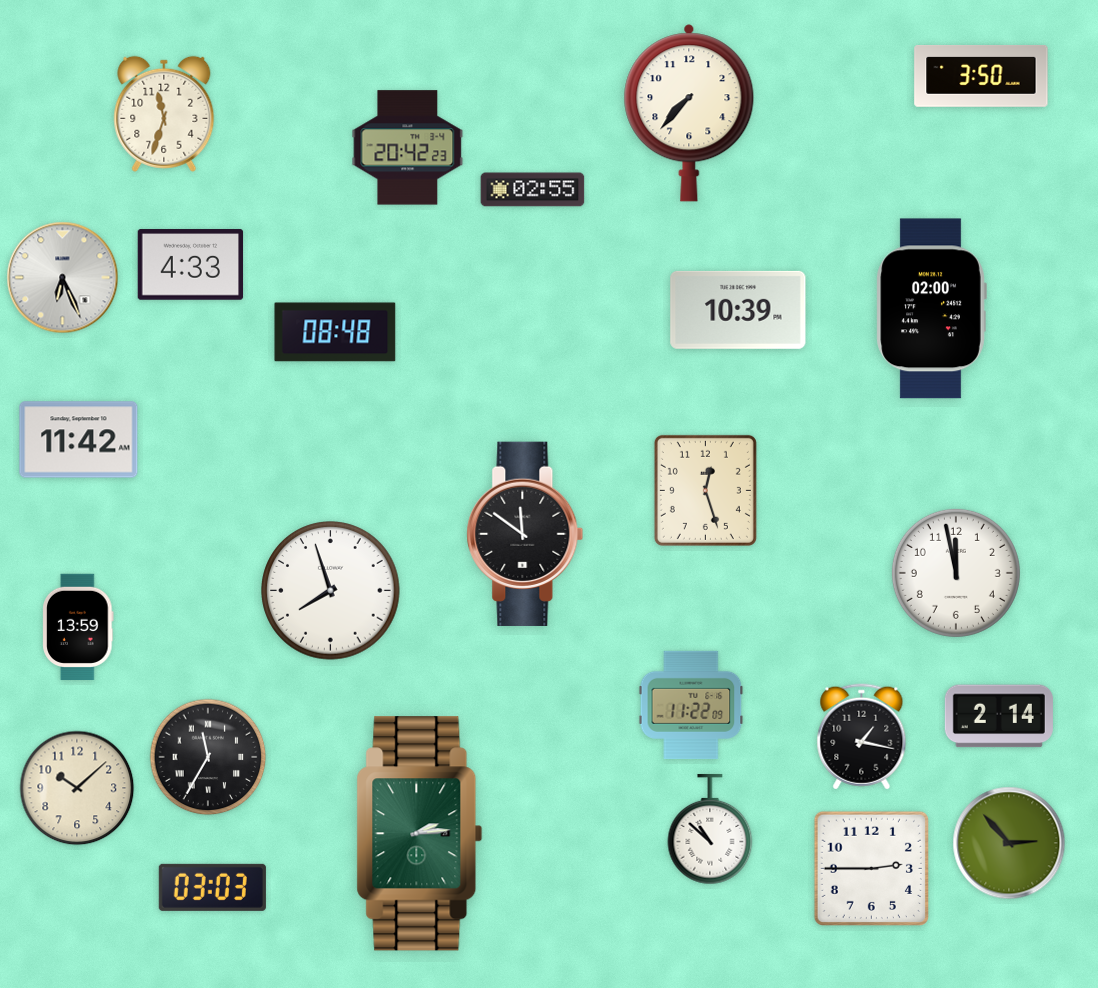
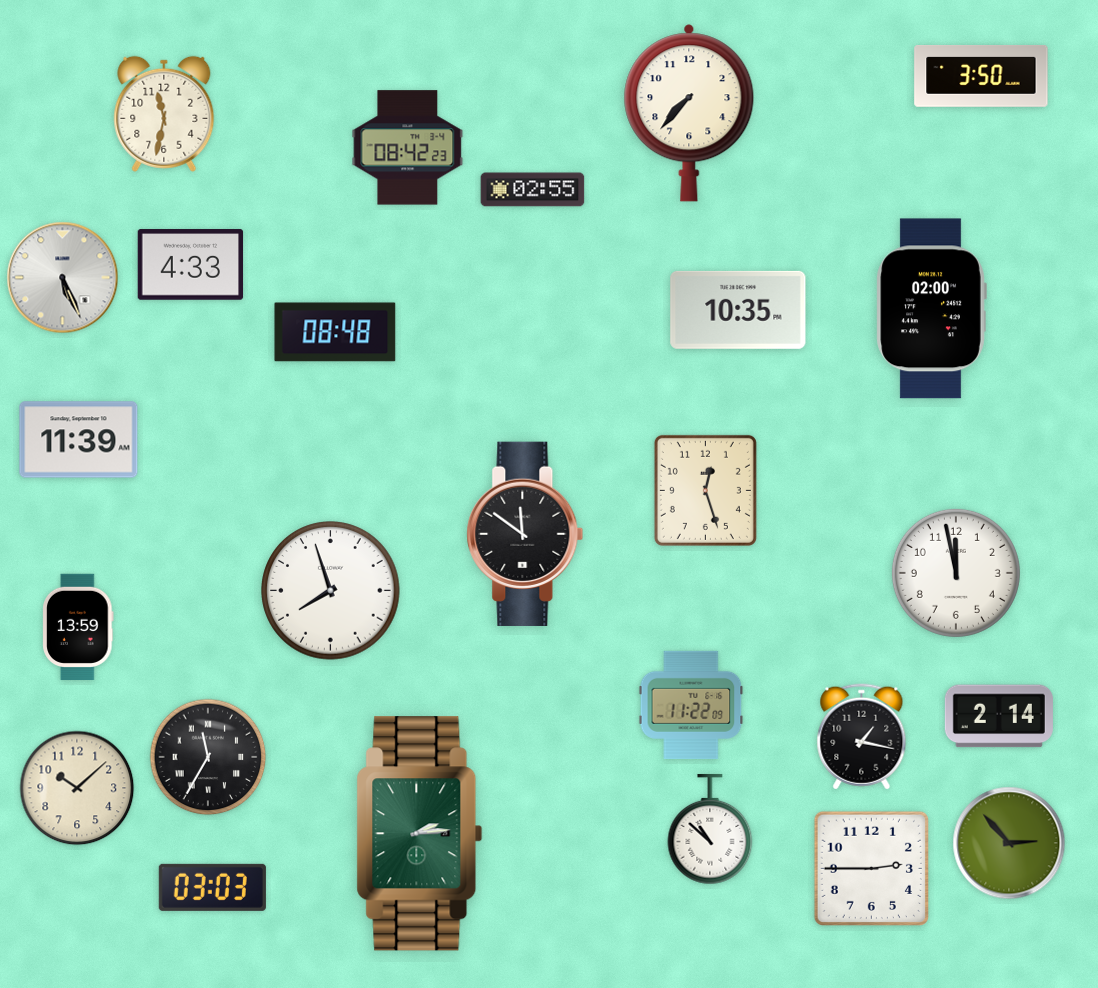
clock at (164, 114): 11:33 -> 11:32
clock at (408, 148): 20:42 -> 08:42
clock at (63, 278): 6:26 -> 5:26
clock at (738, 310): 10:39 -> 10:35
clock at (79, 440): 11:42 -> 11:39
